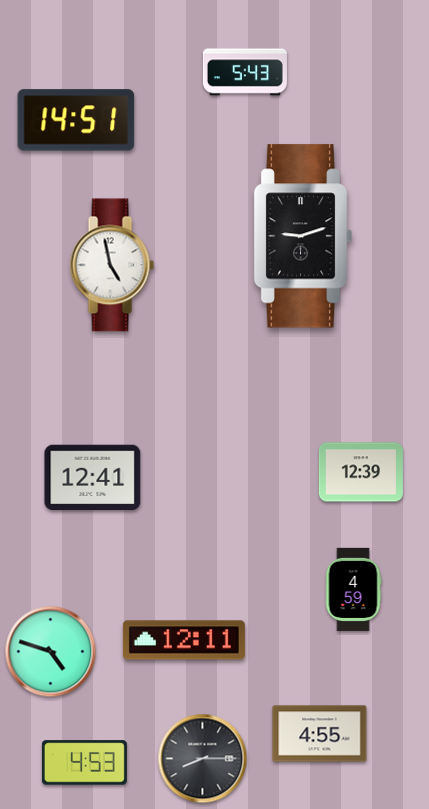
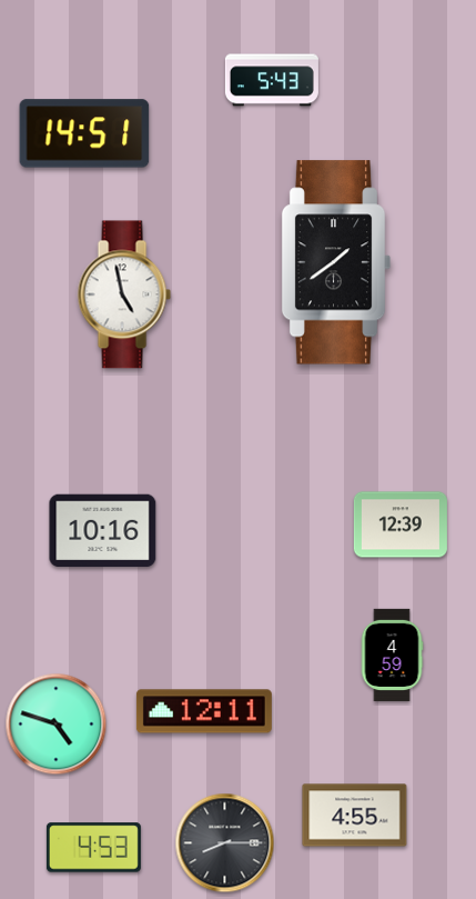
clock at (303, 236): 9:12 -> 1:39
clock at (93, 478): 12:41 -> 10:16
